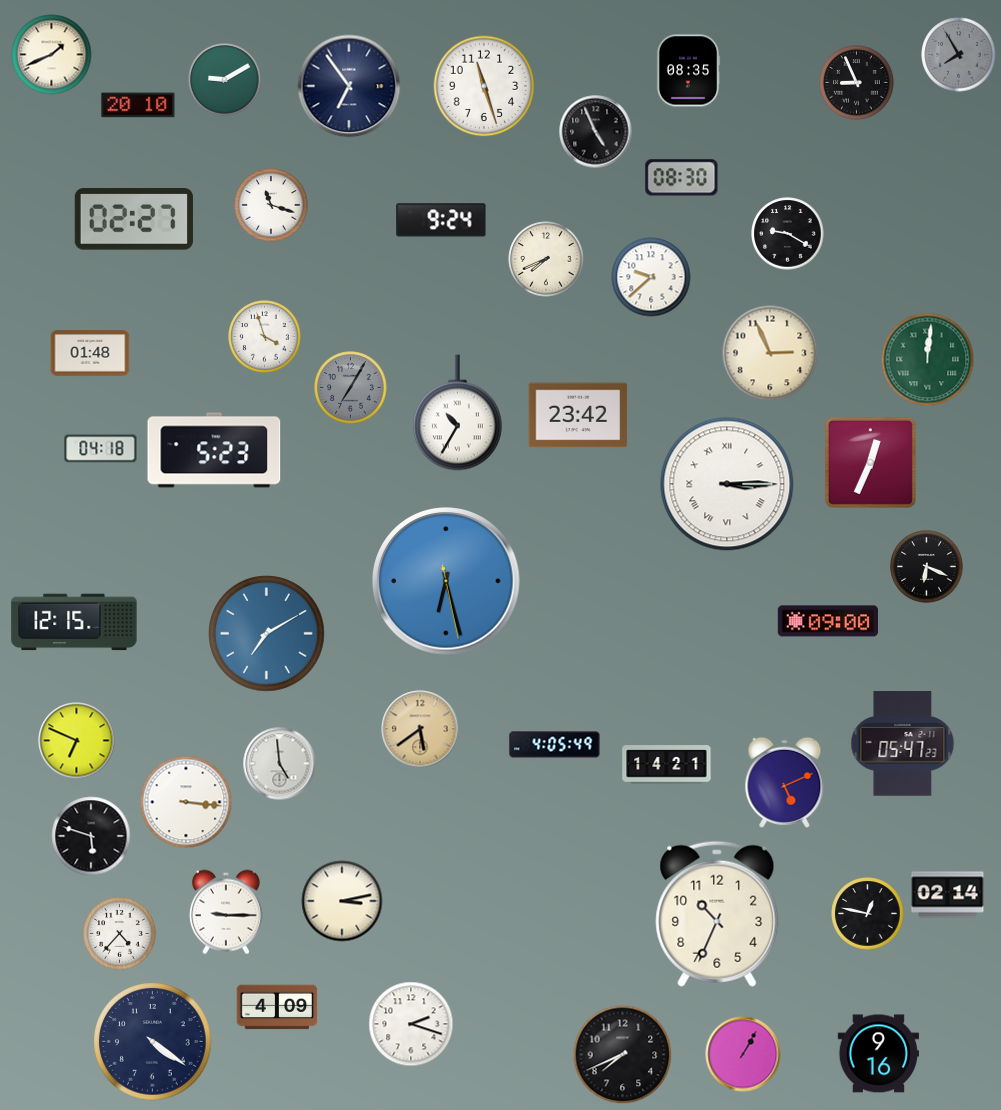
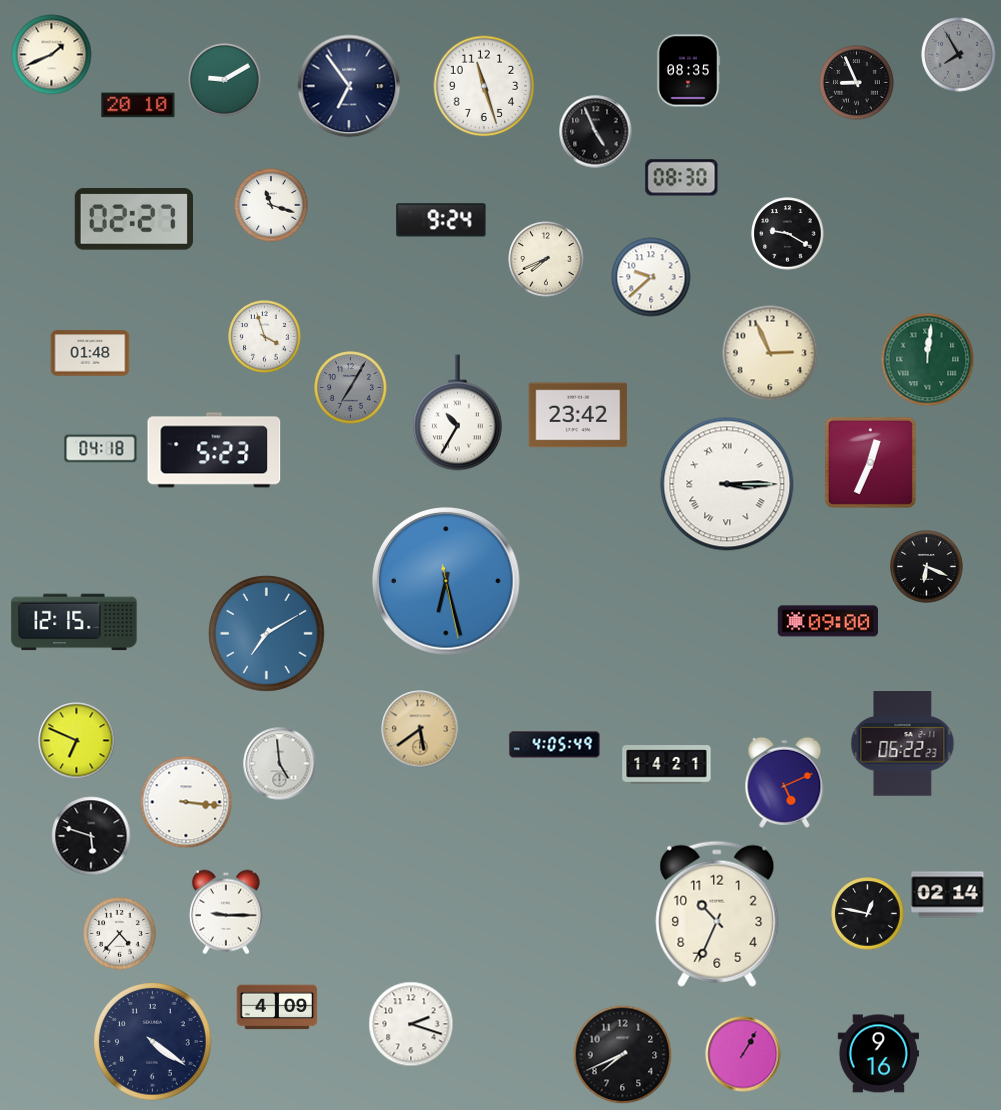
clock at (903, 744): 05:47 -> 06:22
clock at (342, 901): 3:13 -> none
